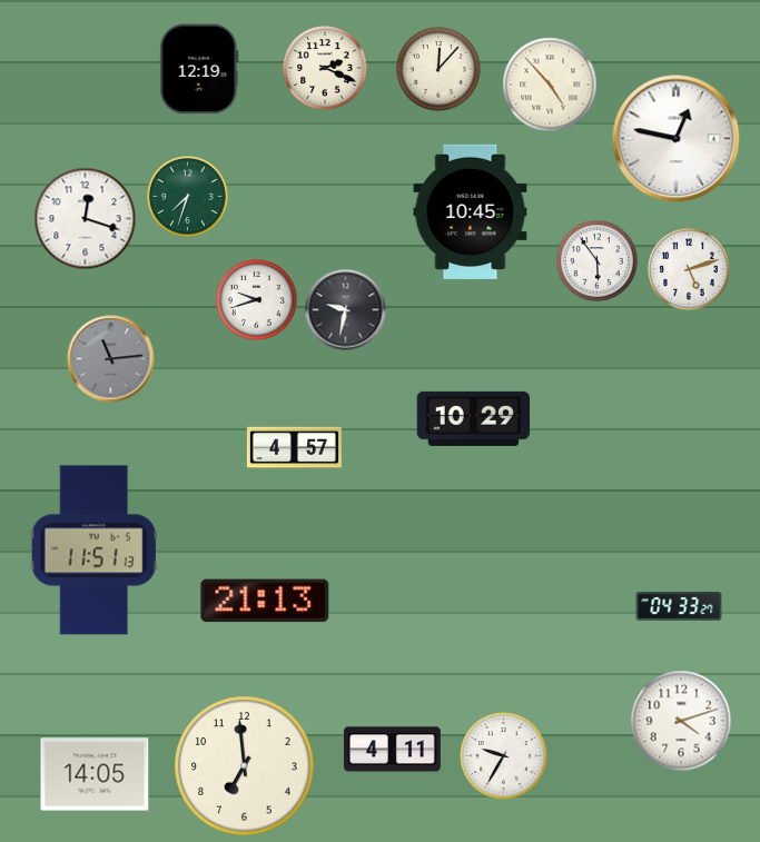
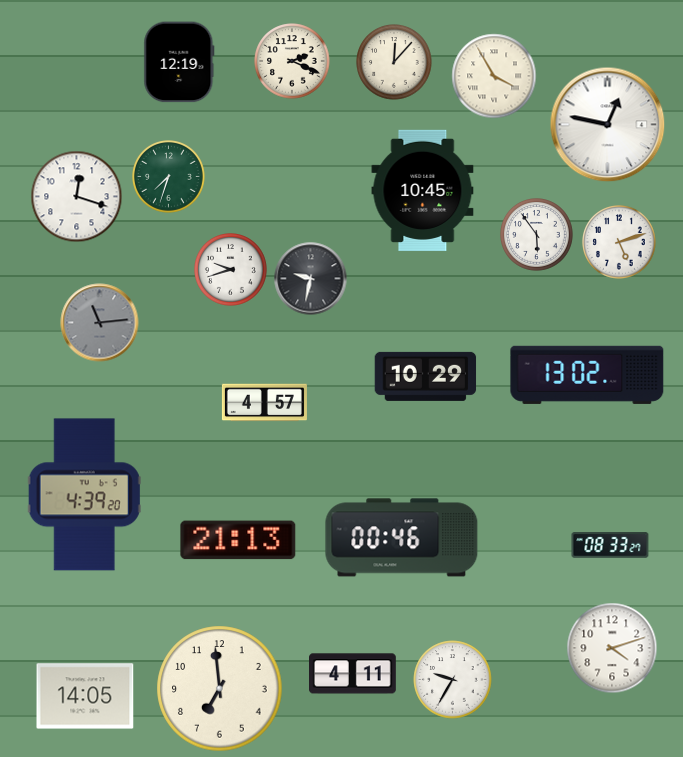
clock at (550, 85): 4:53 -> 3:55
clock at (587, 375): none -> 13:02
clock at (93, 551): 11:51 -> 4:39
clock at (402, 538): none -> 00:46
clock at (679, 606): 04:33 -> 08:33
